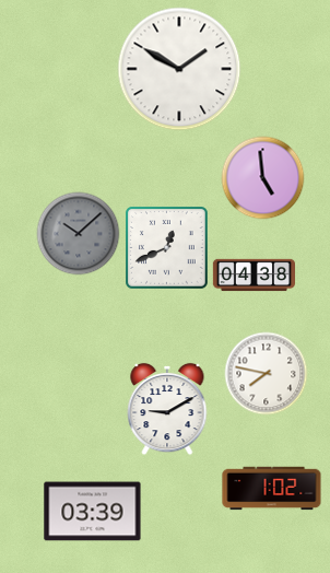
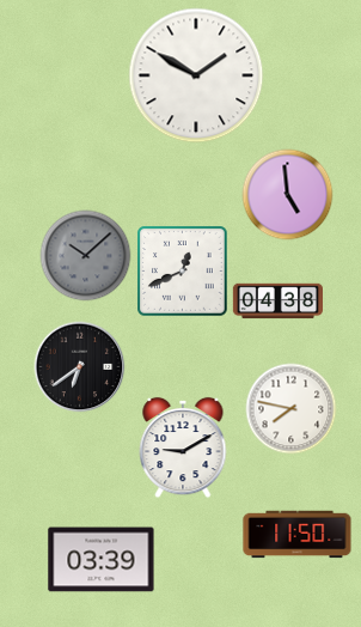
clock at (80, 367): none -> 6:39
clock at (272, 489): 1:02 -> 11:50
